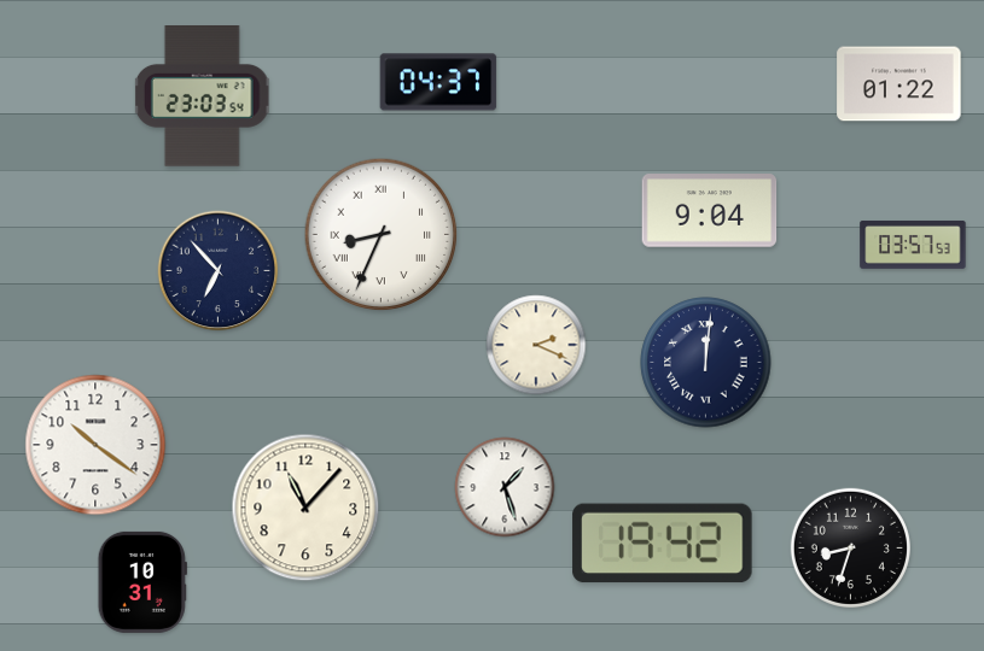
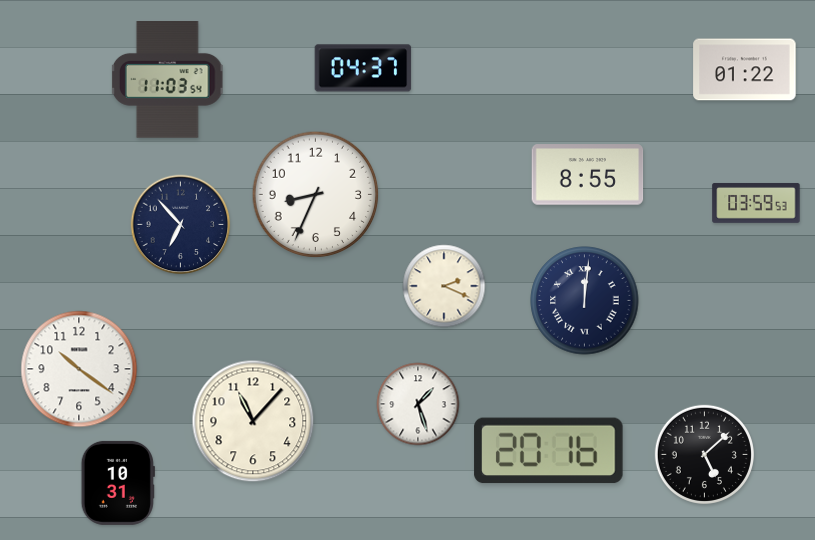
clock at (202, 96): 23:03 -> 11:03
clock at (710, 211): 9:04 -> 8:55
clock at (382, 235) numerals: Roman -> Arabic
clock at (913, 245): 03:57 -> 03:59
clock at (663, 544): 19:42 -> 20:16
clock at (850, 547): 8:33 -> 5:08
